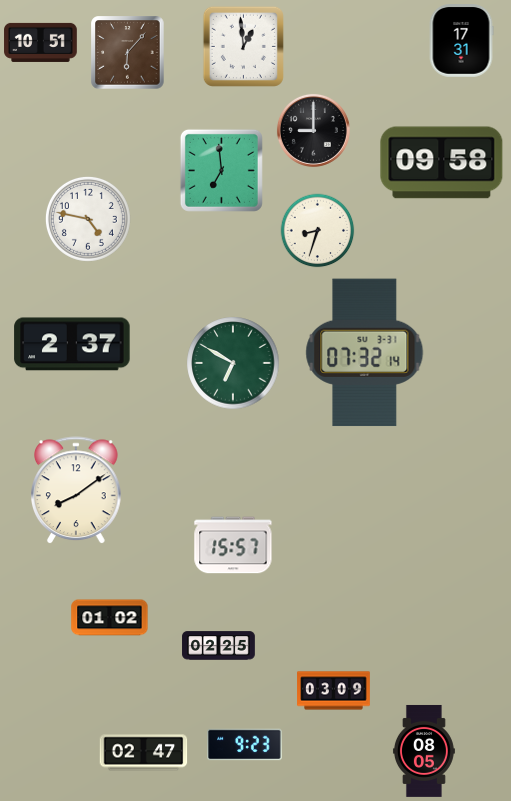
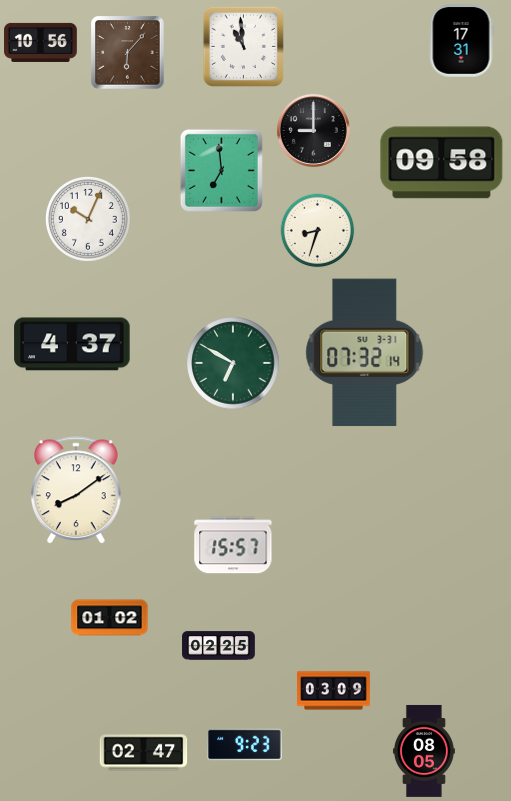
clock at (41, 42): 10:51 -> 10:56
clock at (243, 46): 12:59 -> 10:59
clock at (88, 219): 4:47 -> 10:04
clock at (72, 344): 2:37 -> 4:37
